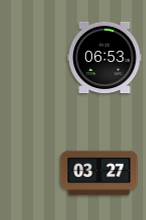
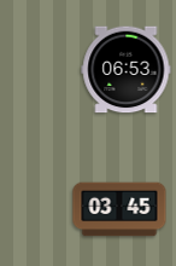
clock at (99, 173): 03:27 -> 03:45
